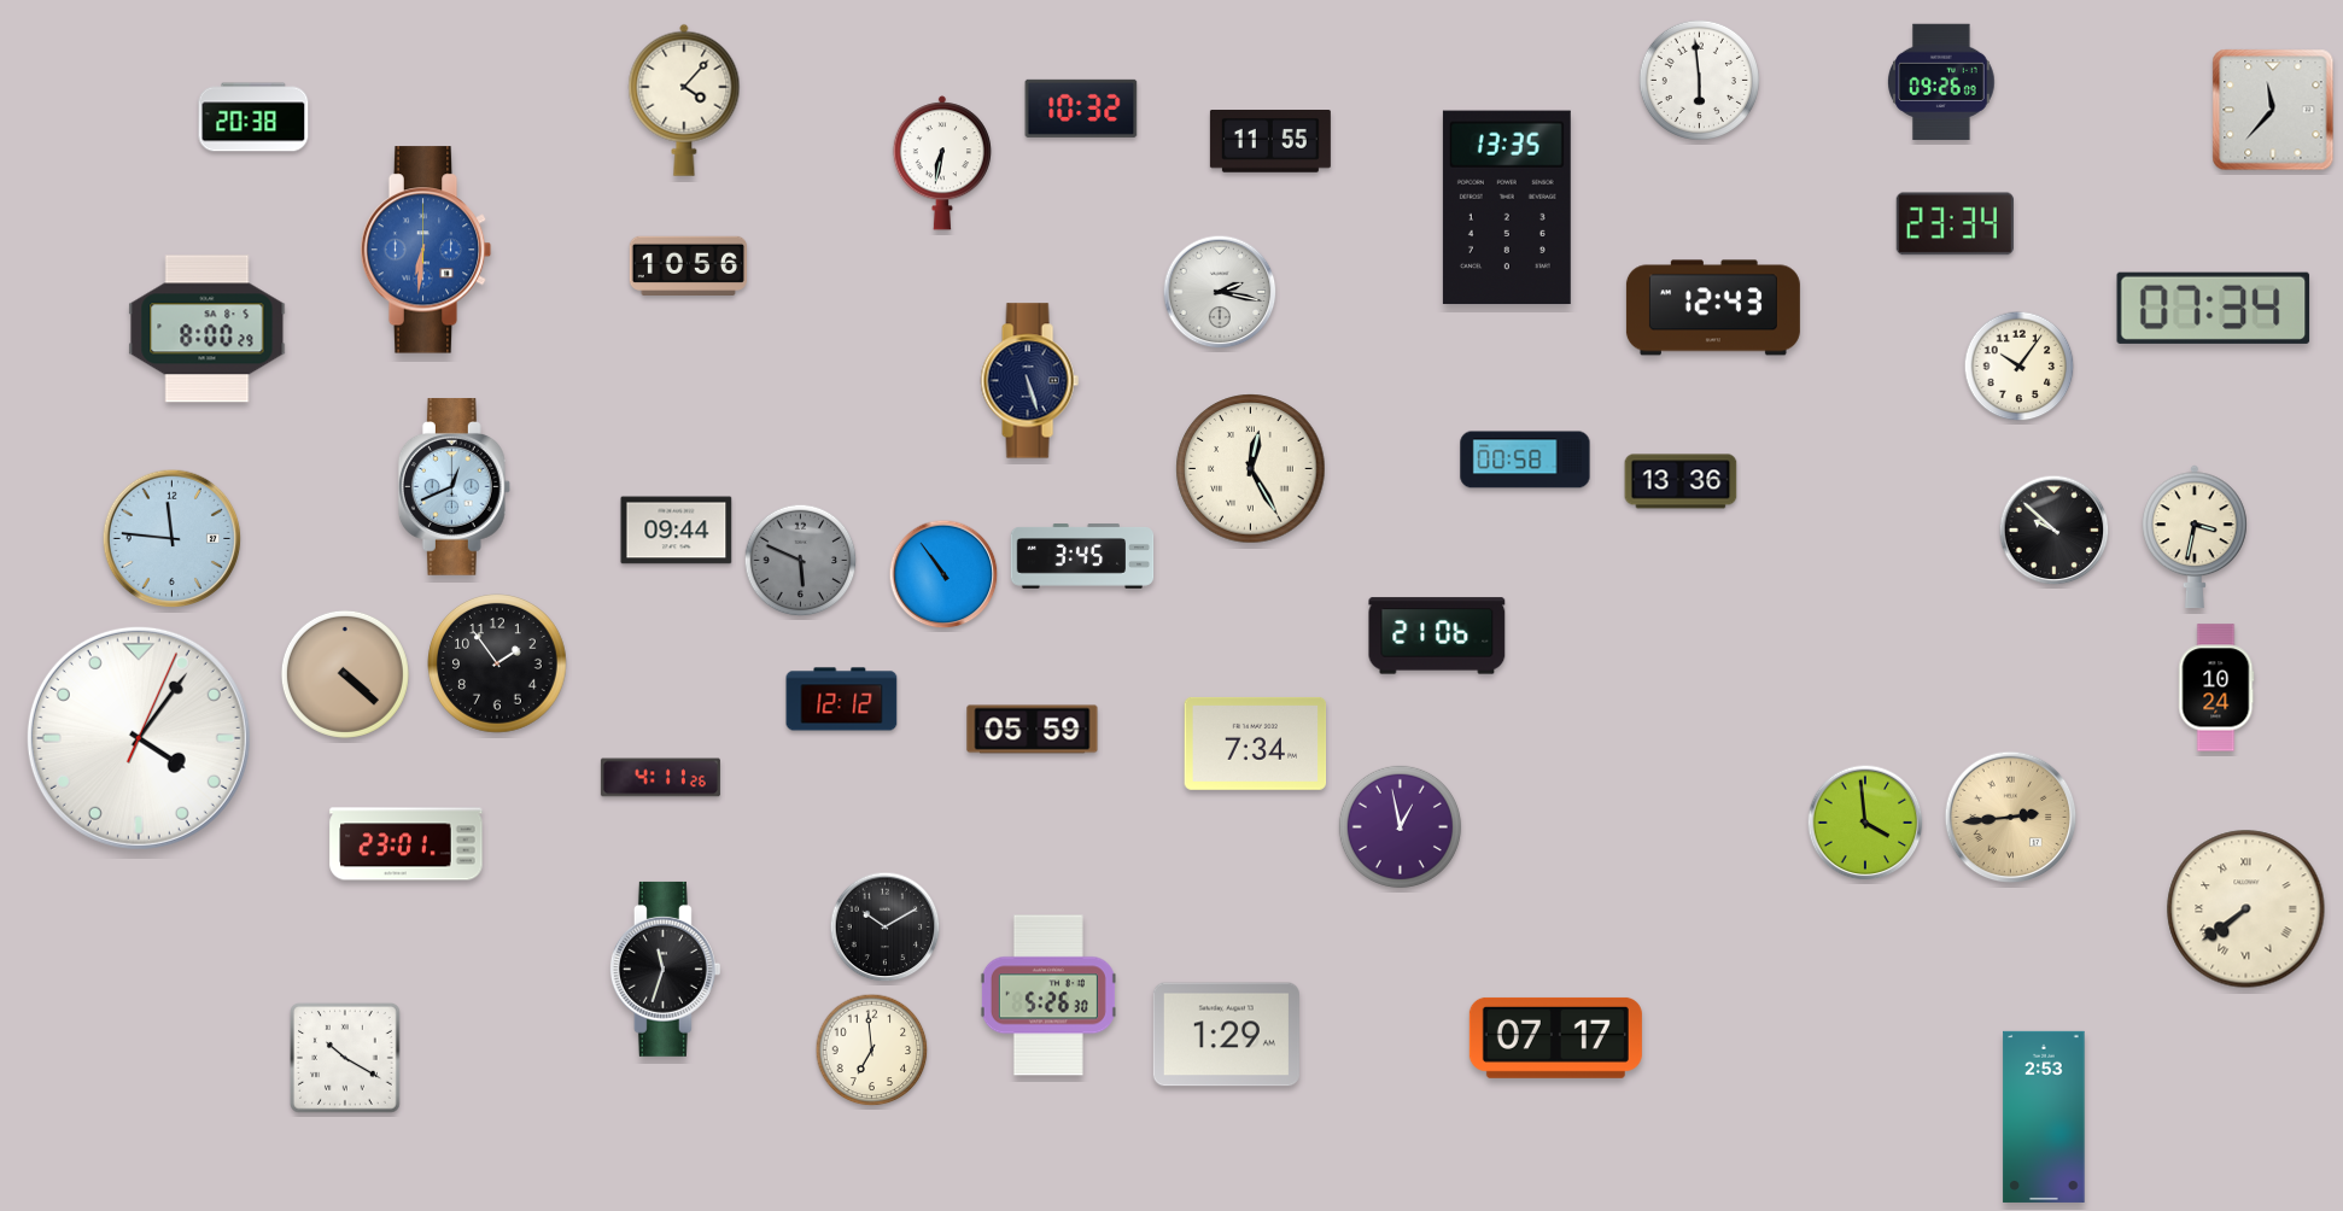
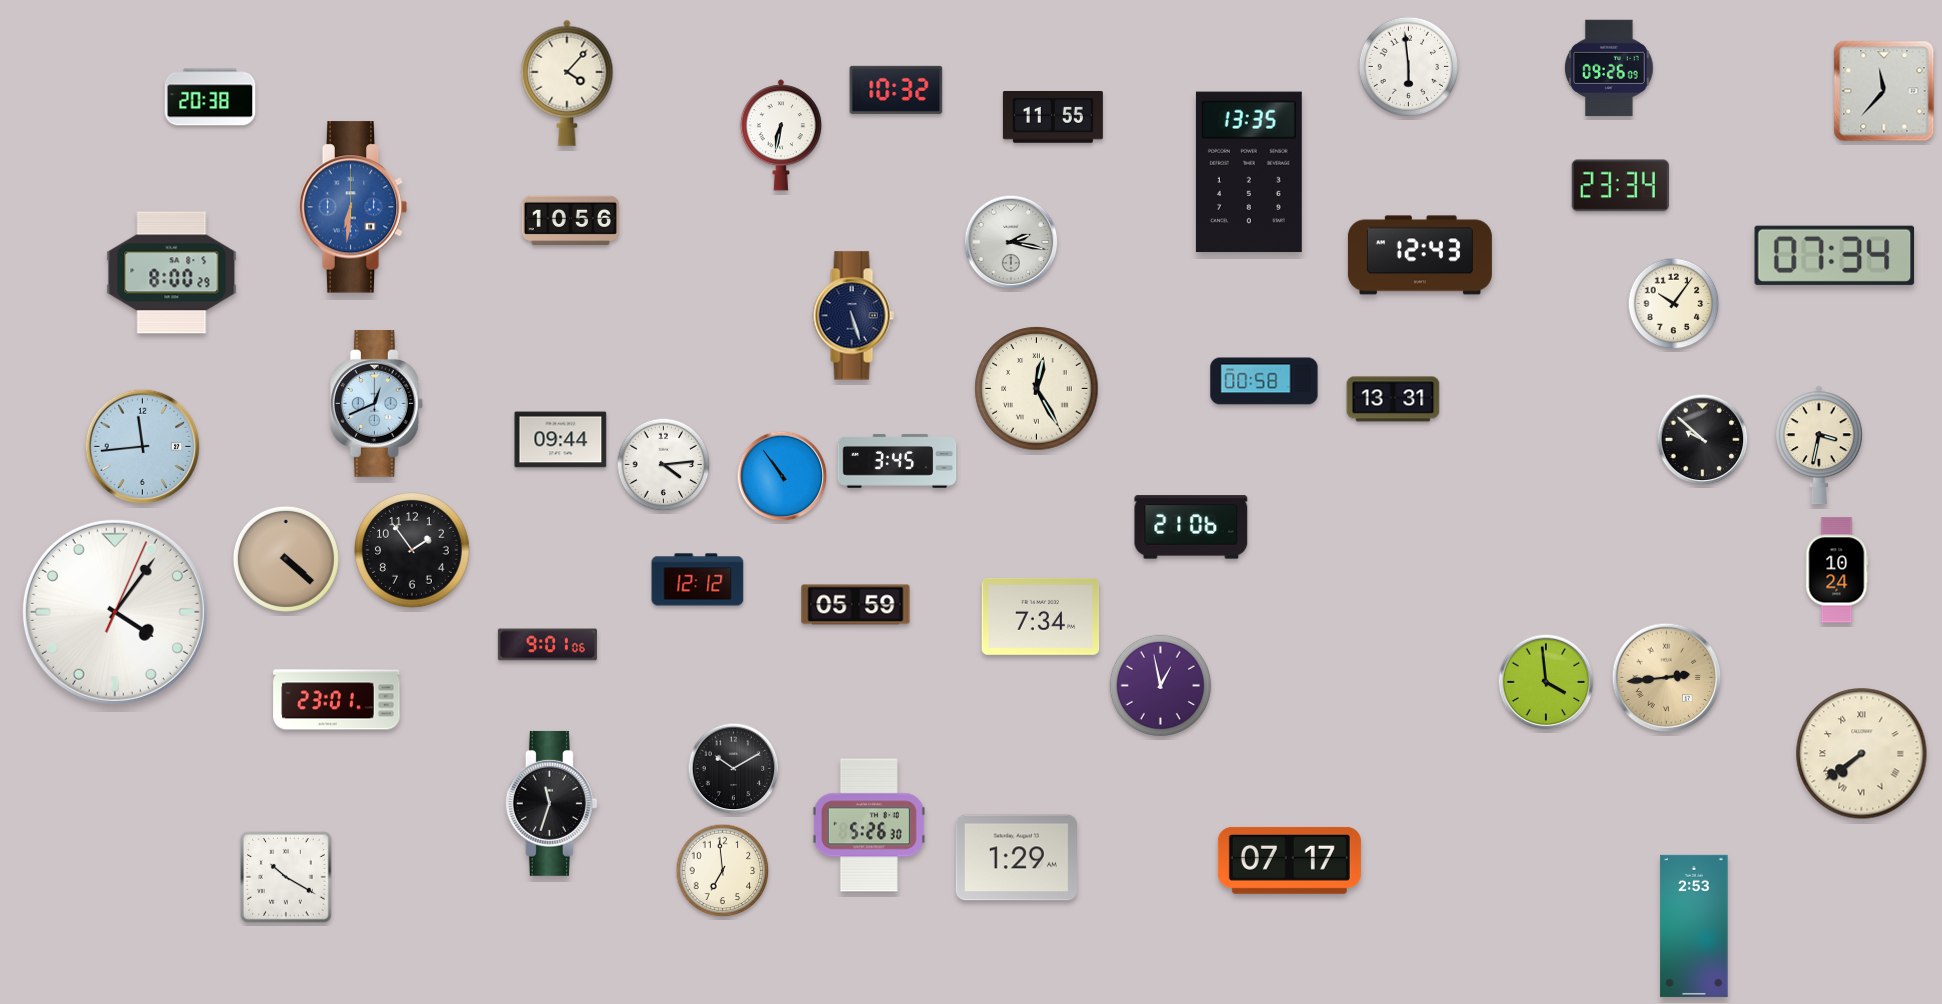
clock at (1681, 481): 13:36 -> 13:31
clock at (173, 539): 11:46 -> 11:44
clock at (801, 561): 5:49 -> 4:14
clock at (801, 561) dial: grey -> white
clock at (660, 778): 4:11 -> 9:01
